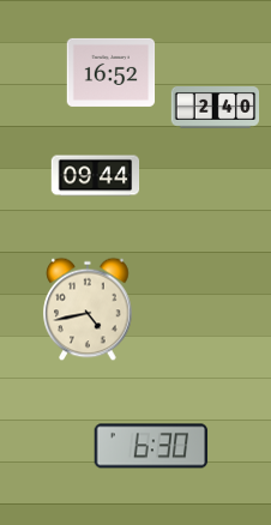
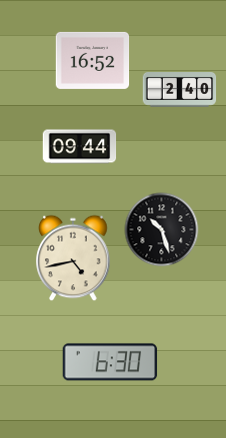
clock at (162, 230): none -> 10:27
clock at (151, 446) position: (151, 446) -> (110, 362)
